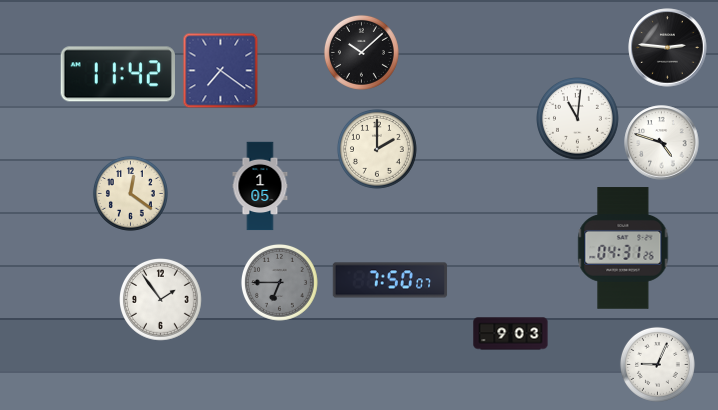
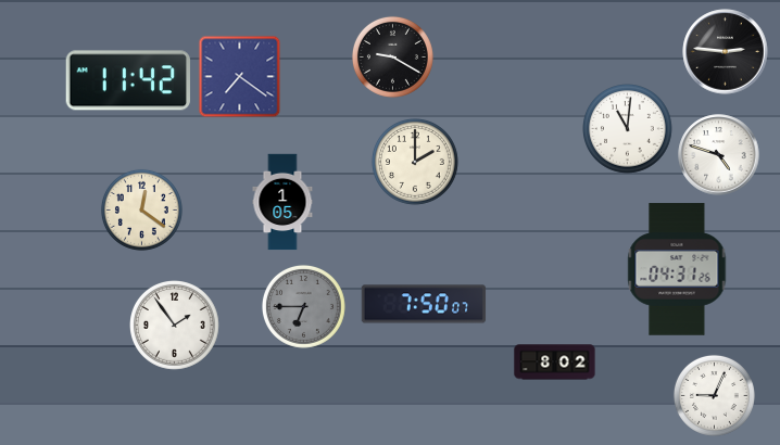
clock at (361, 52): 10:08 -> 9:20
clock at (377, 149) position: (377, 149) -> (415, 162)
clock at (511, 334): 9:03 -> 8:02
